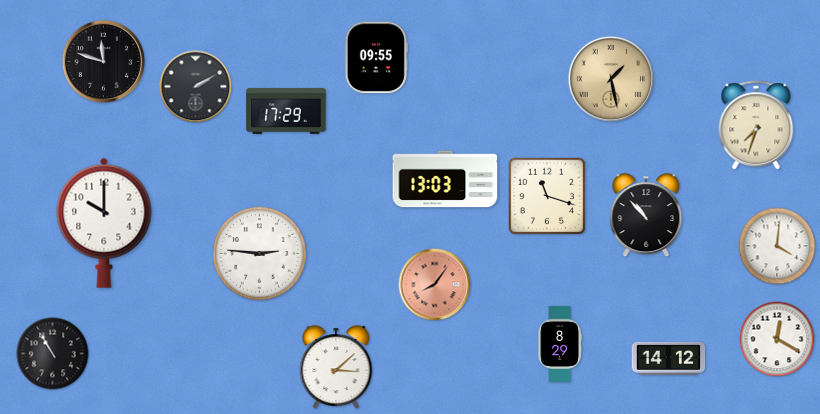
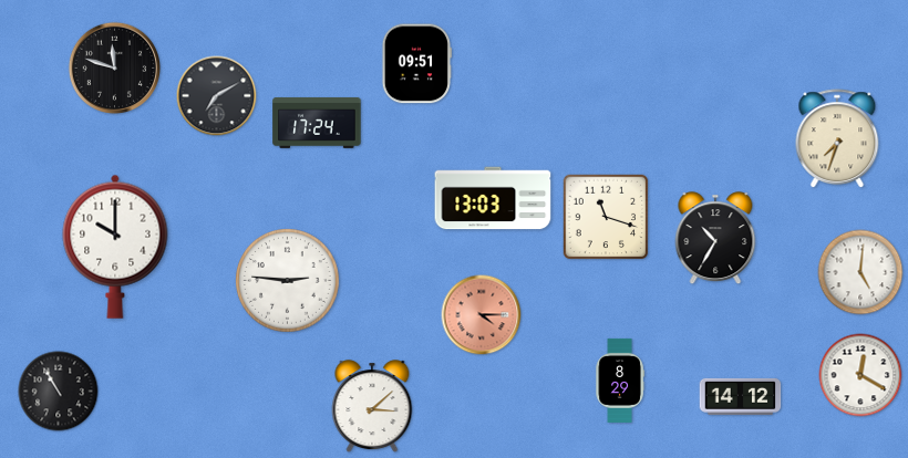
clock at (376, 58): 09:55 -> 09:51
clock at (611, 79): 1:28 -> none
clock at (196, 87): 2:10 -> 7:10
clock at (286, 111): 17:29 -> 17:24
clock at (646, 216): 10:53 -> 10:35
clock at (777, 246): 4:01 -> 5:01
clock at (435, 285): 8:06 -> 4:15
